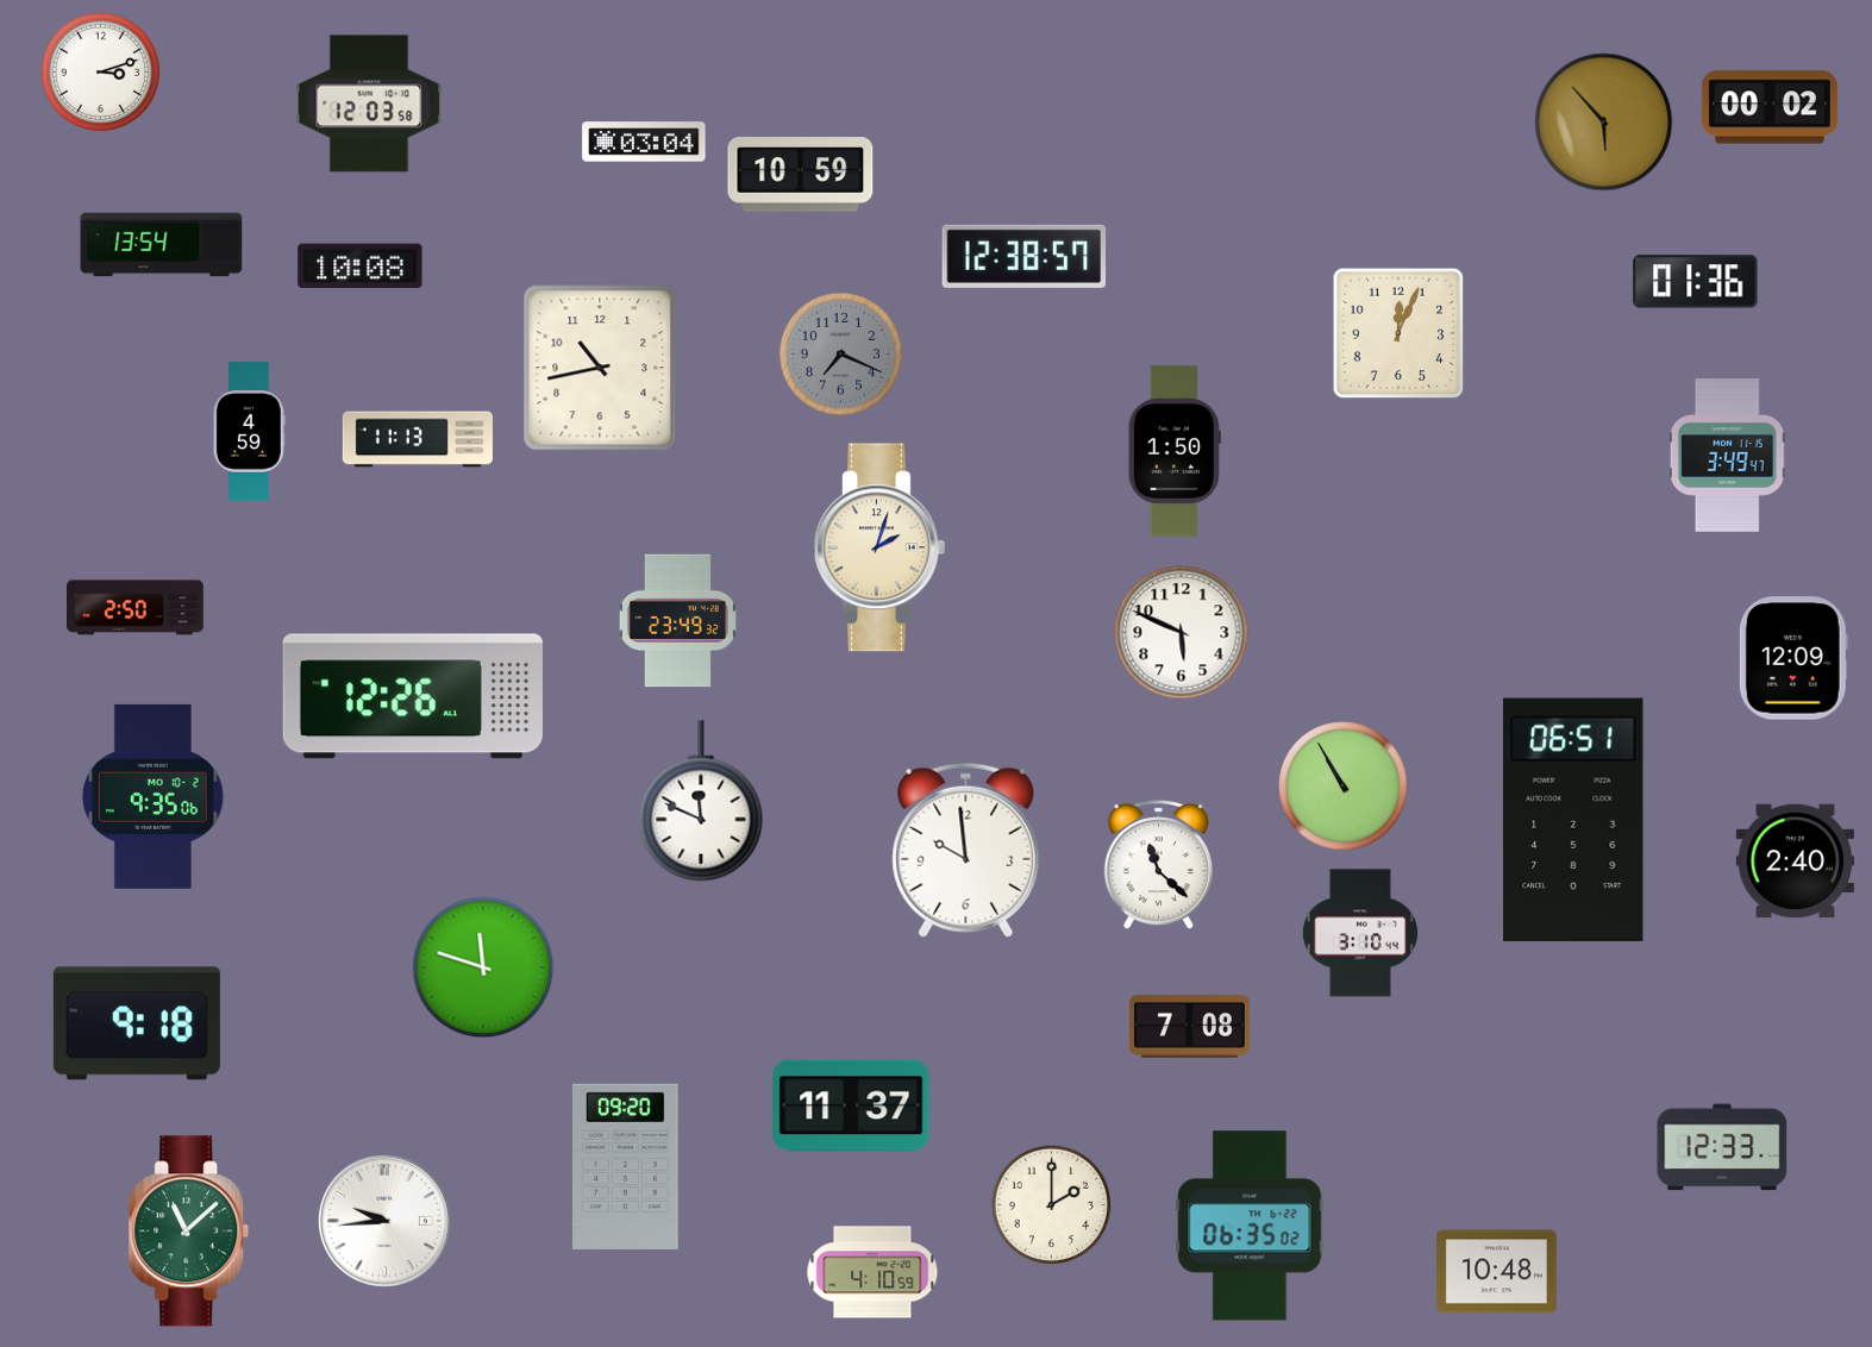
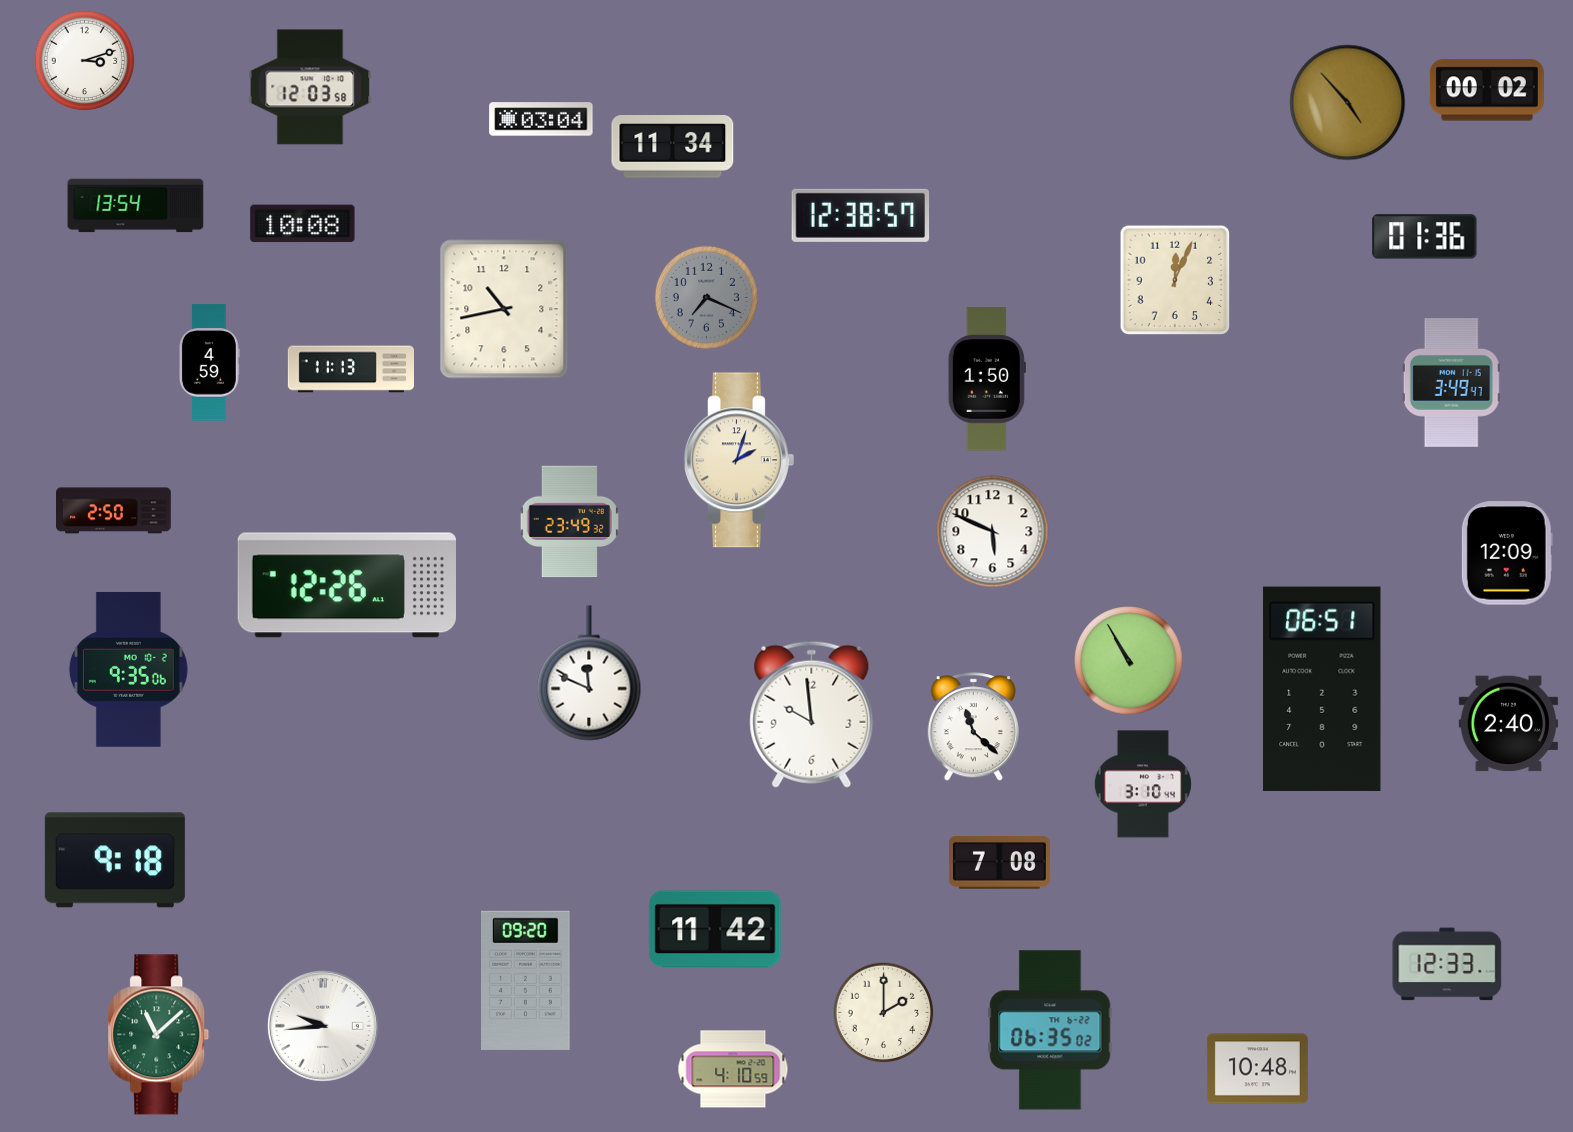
clock at (1604, 123): 5:53 -> 4:53
clock at (801, 175): 10:59 -> 11:34
clock at (483, 967): 11:48 -> none
clock at (851, 1105): 11:37 -> 11:42
